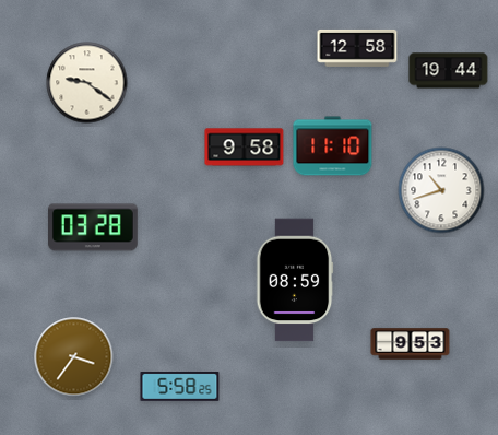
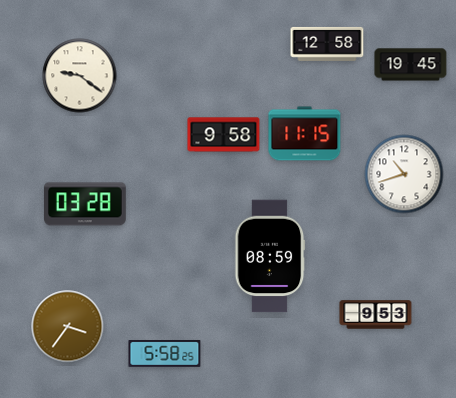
clock at (449, 71): 19:44 -> 19:45
clock at (333, 146): 11:10 -> 11:15
clock at (94, 227) position: (94, 227) -> (86, 204)
